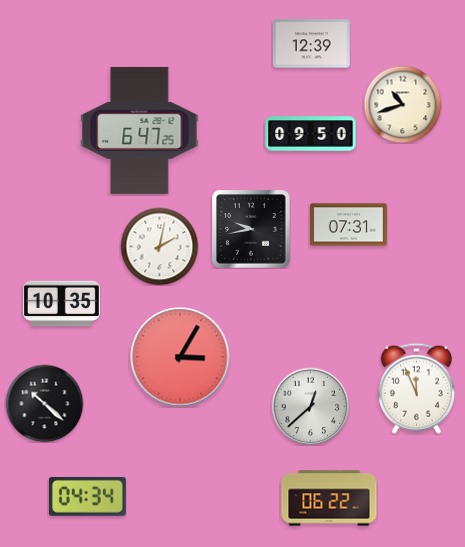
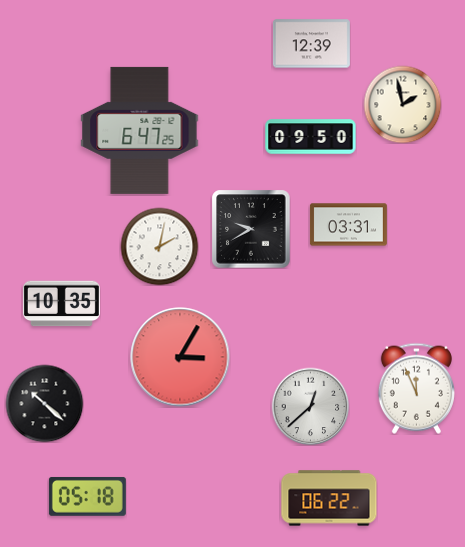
clock at (402, 104): 10:42 -> 1:58
clock at (311, 134) position: (311, 134) -> (311, 137)
clock at (348, 225): 07:31 -> 03:31
clock at (251, 229): 9:43 -> 9:40
clock at (87, 496): 04:34 -> 05:18
